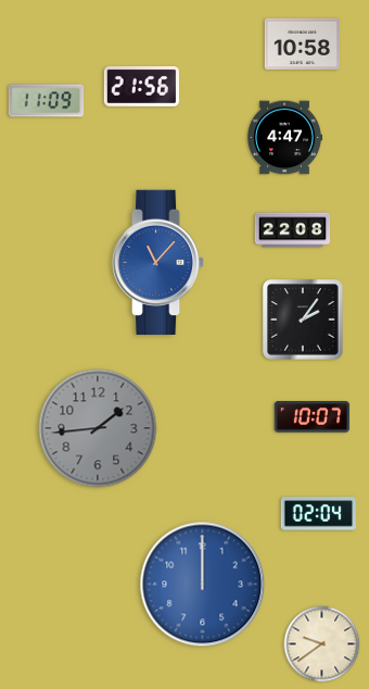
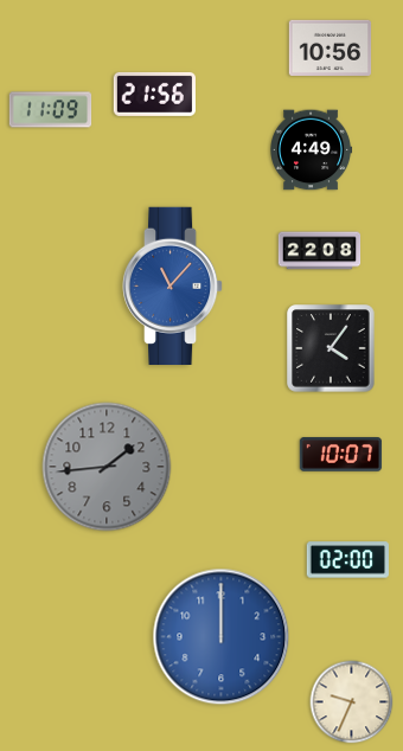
clock at (303, 43): 10:58 -> 10:56
clock at (285, 138): 4:47 -> 4:49
clock at (303, 320): 2:06 -> 4:06
clock at (319, 514): 02:04 -> 02:00
clock at (322, 644): 9:39 -> 9:34
